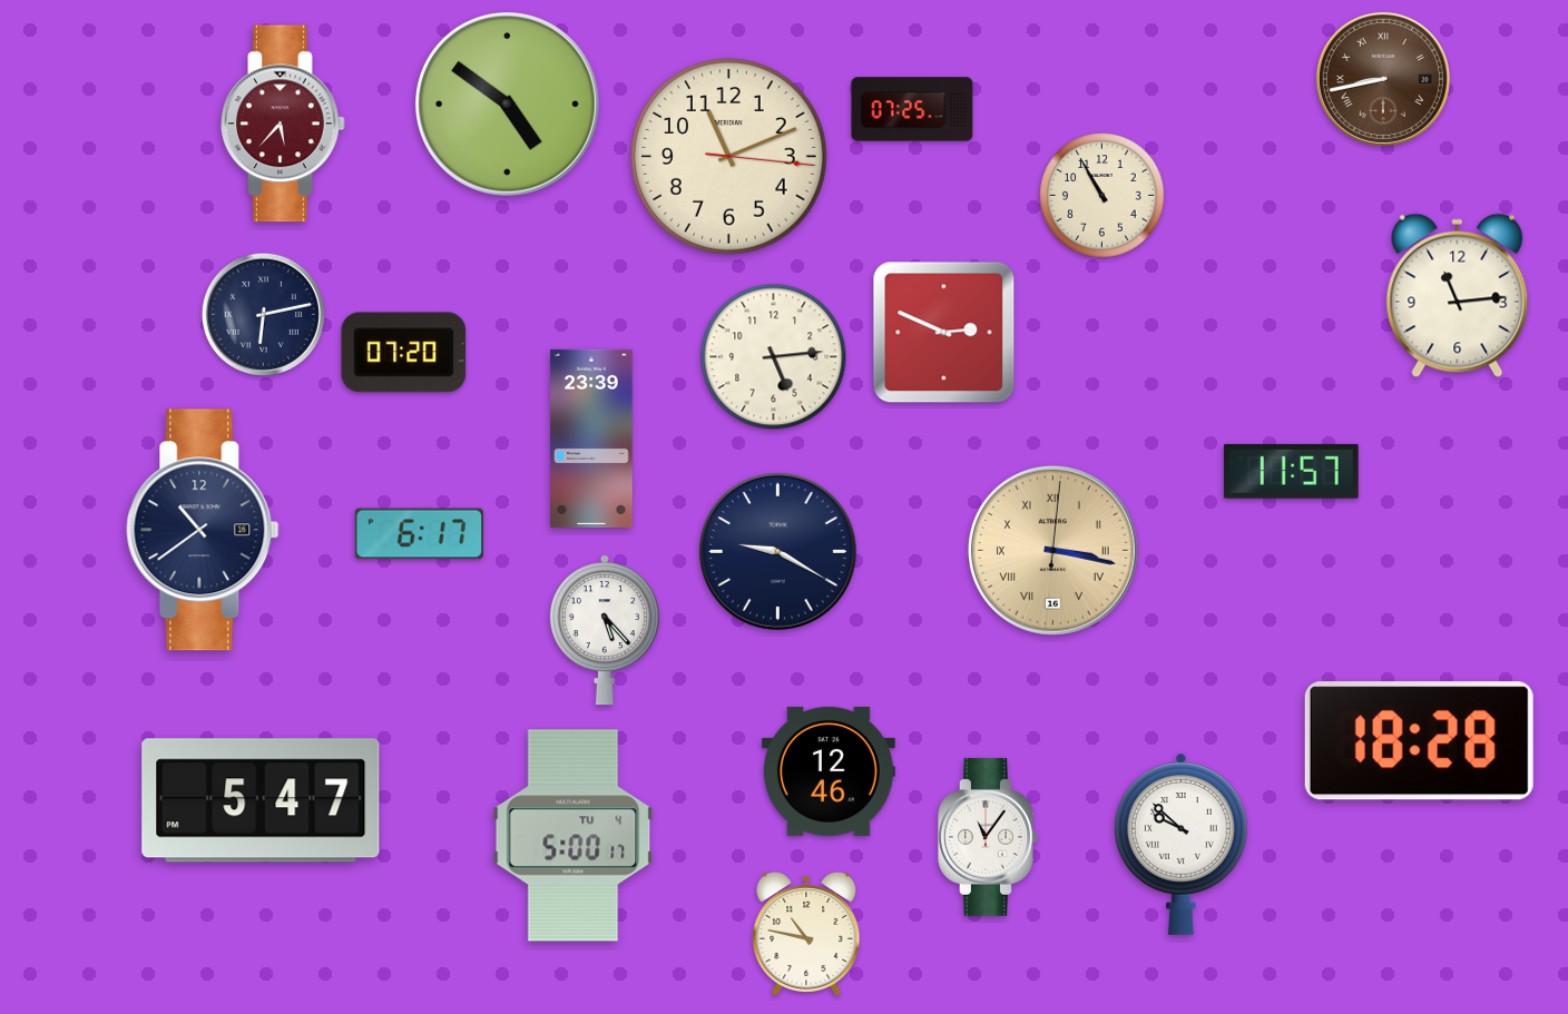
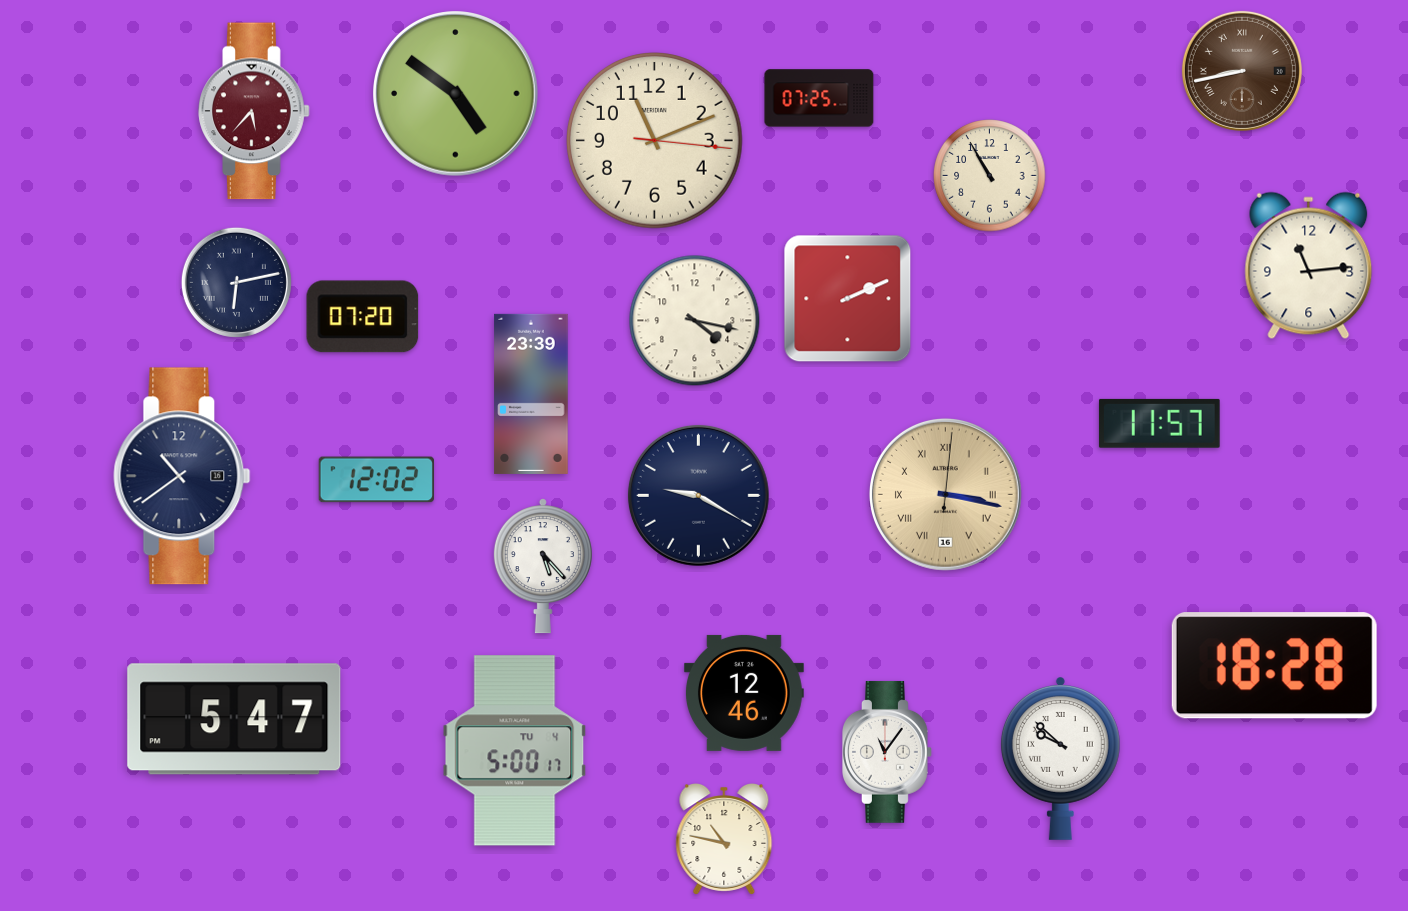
clock at (944, 333): 2:49 -> 2:11
clock at (774, 357): 5:14 -> 4:17
clock at (419, 534): 6:17 -> 12:02
